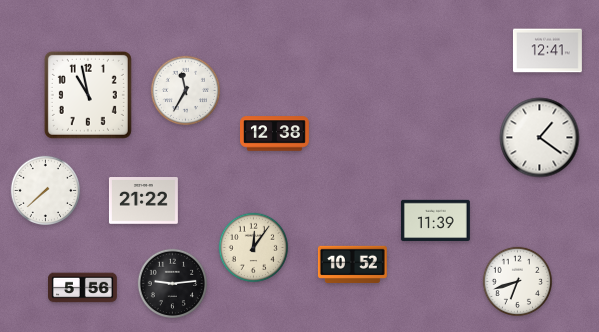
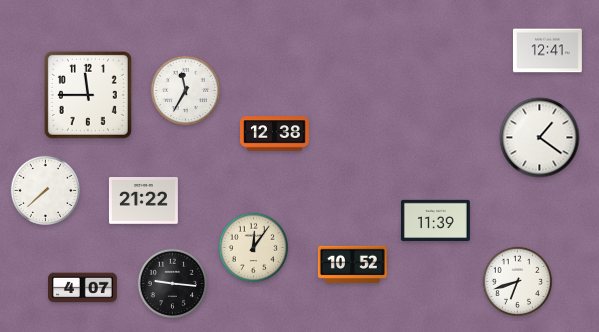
clock at (88, 95): 10:58 -> 11:45
clock at (173, 284): 9:14 -> 9:16
clock at (83, 288): 5:56 -> 4:07
